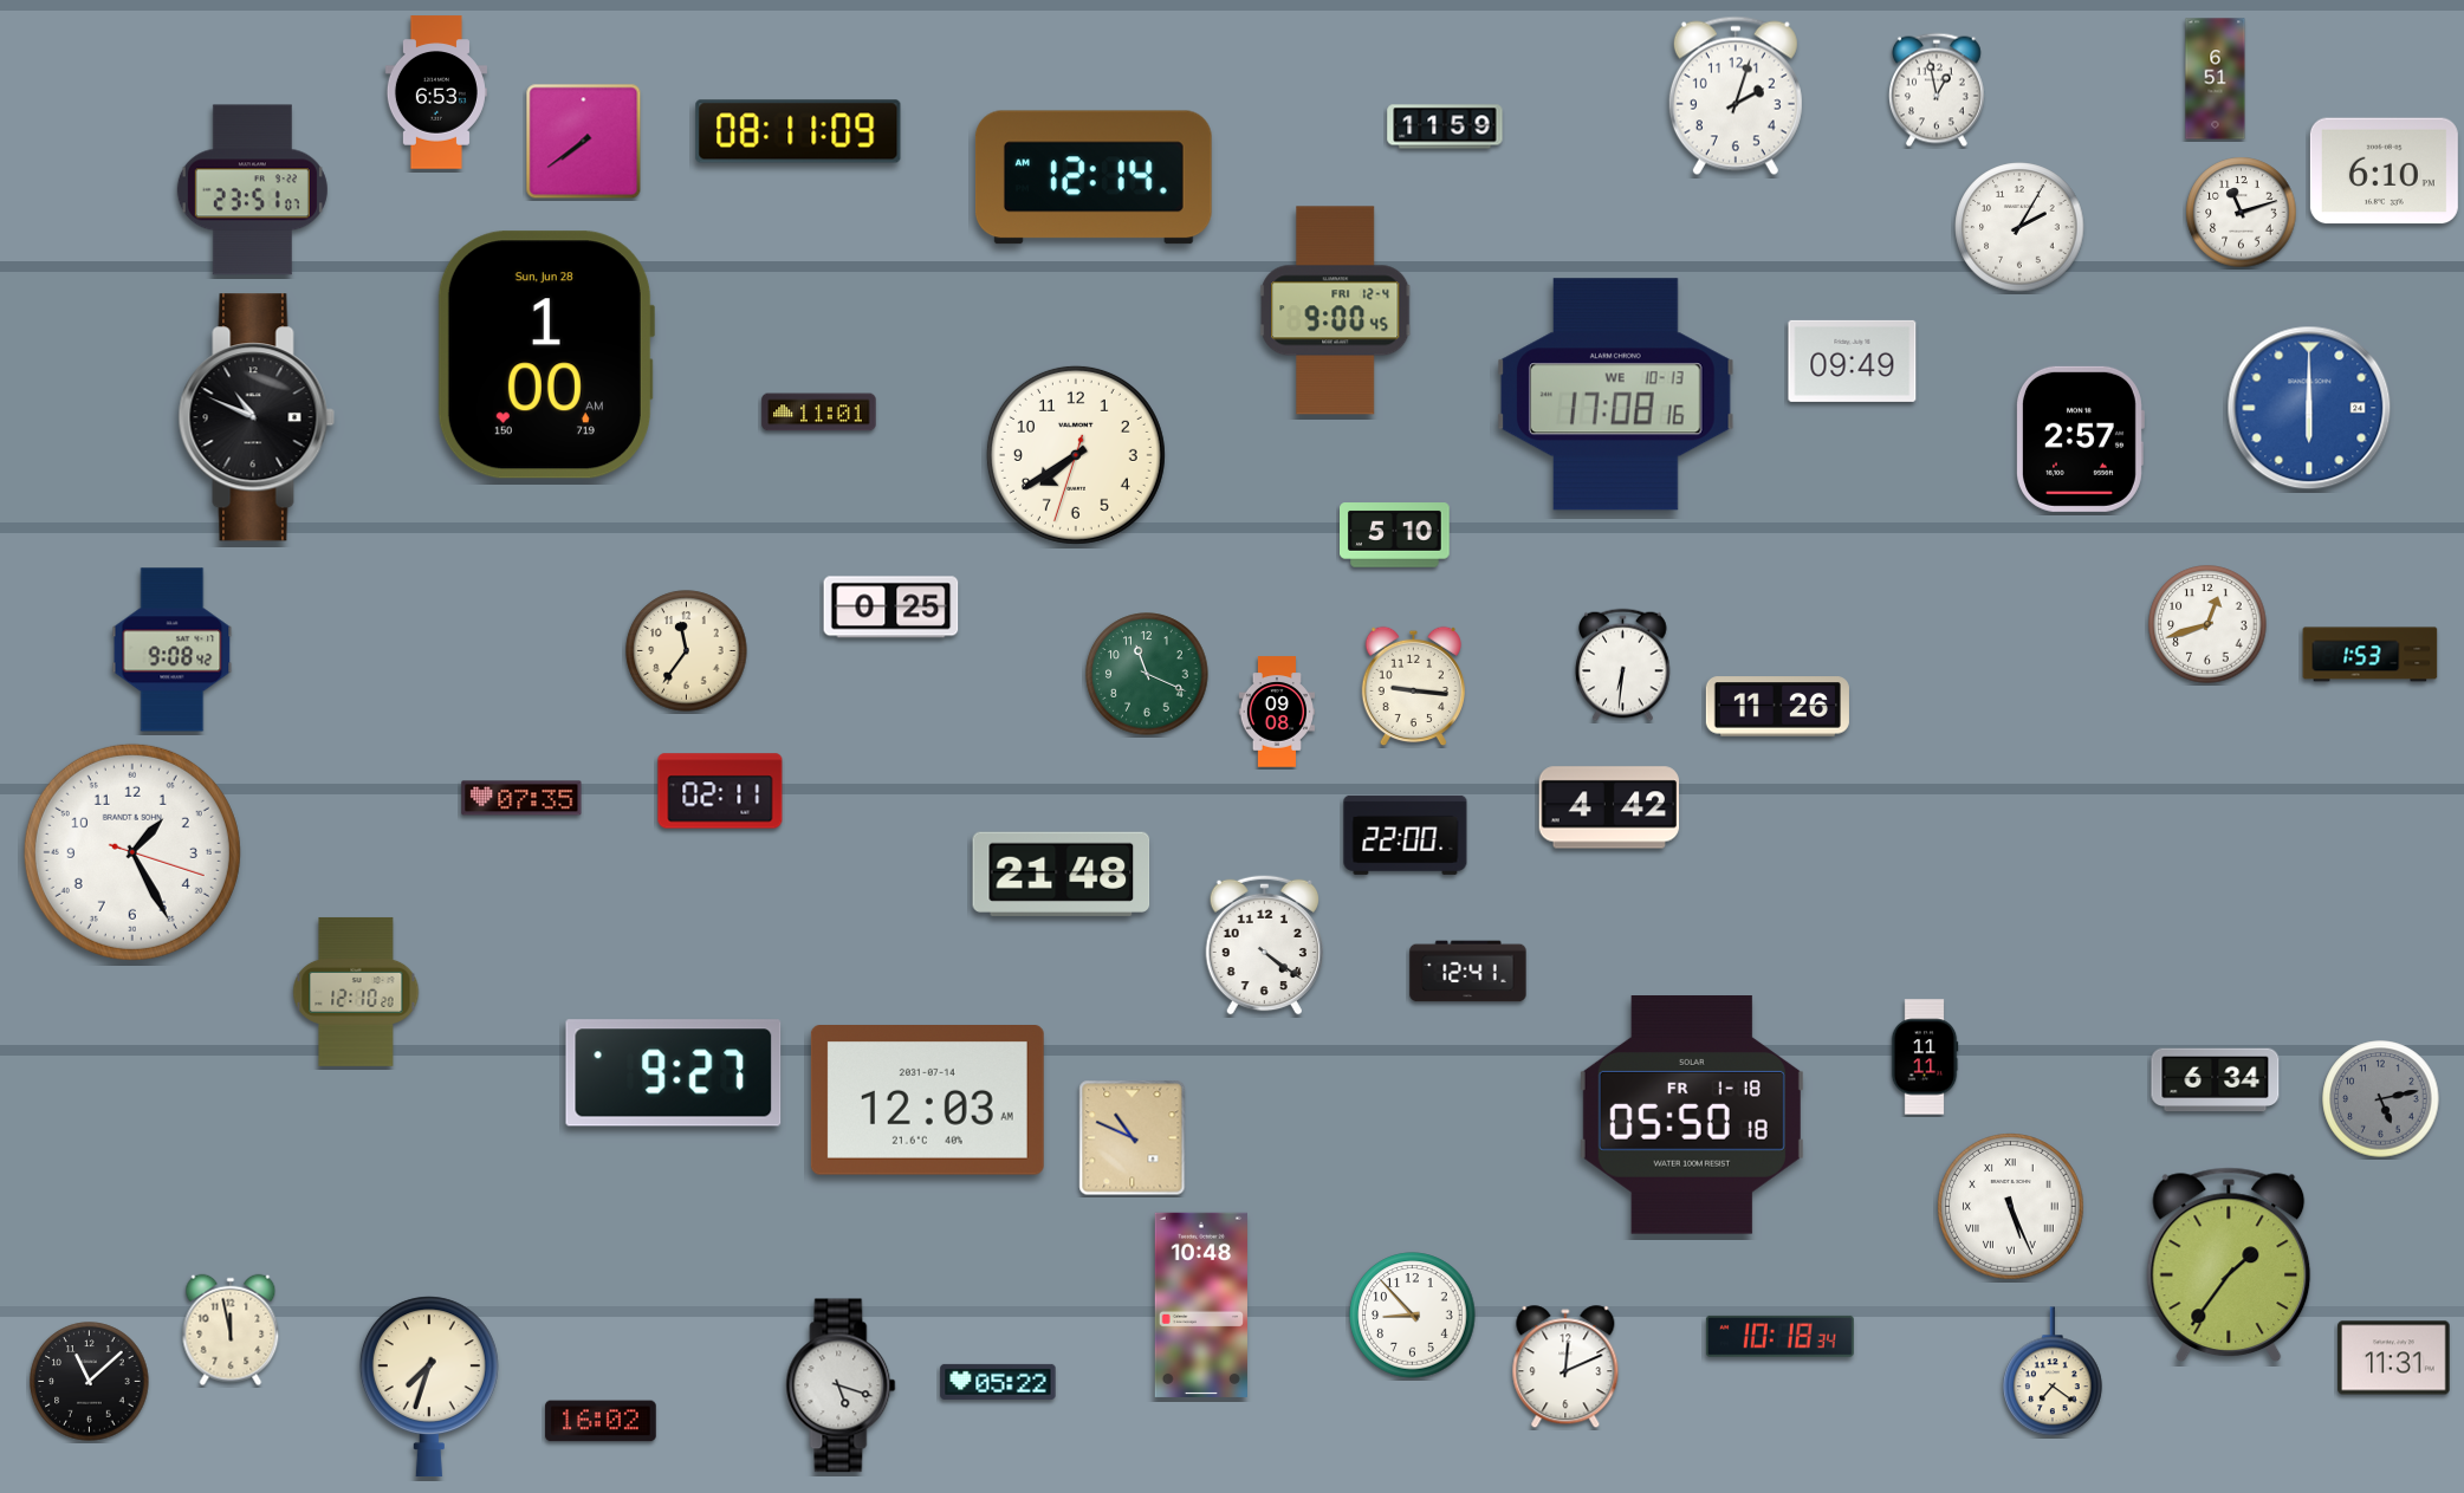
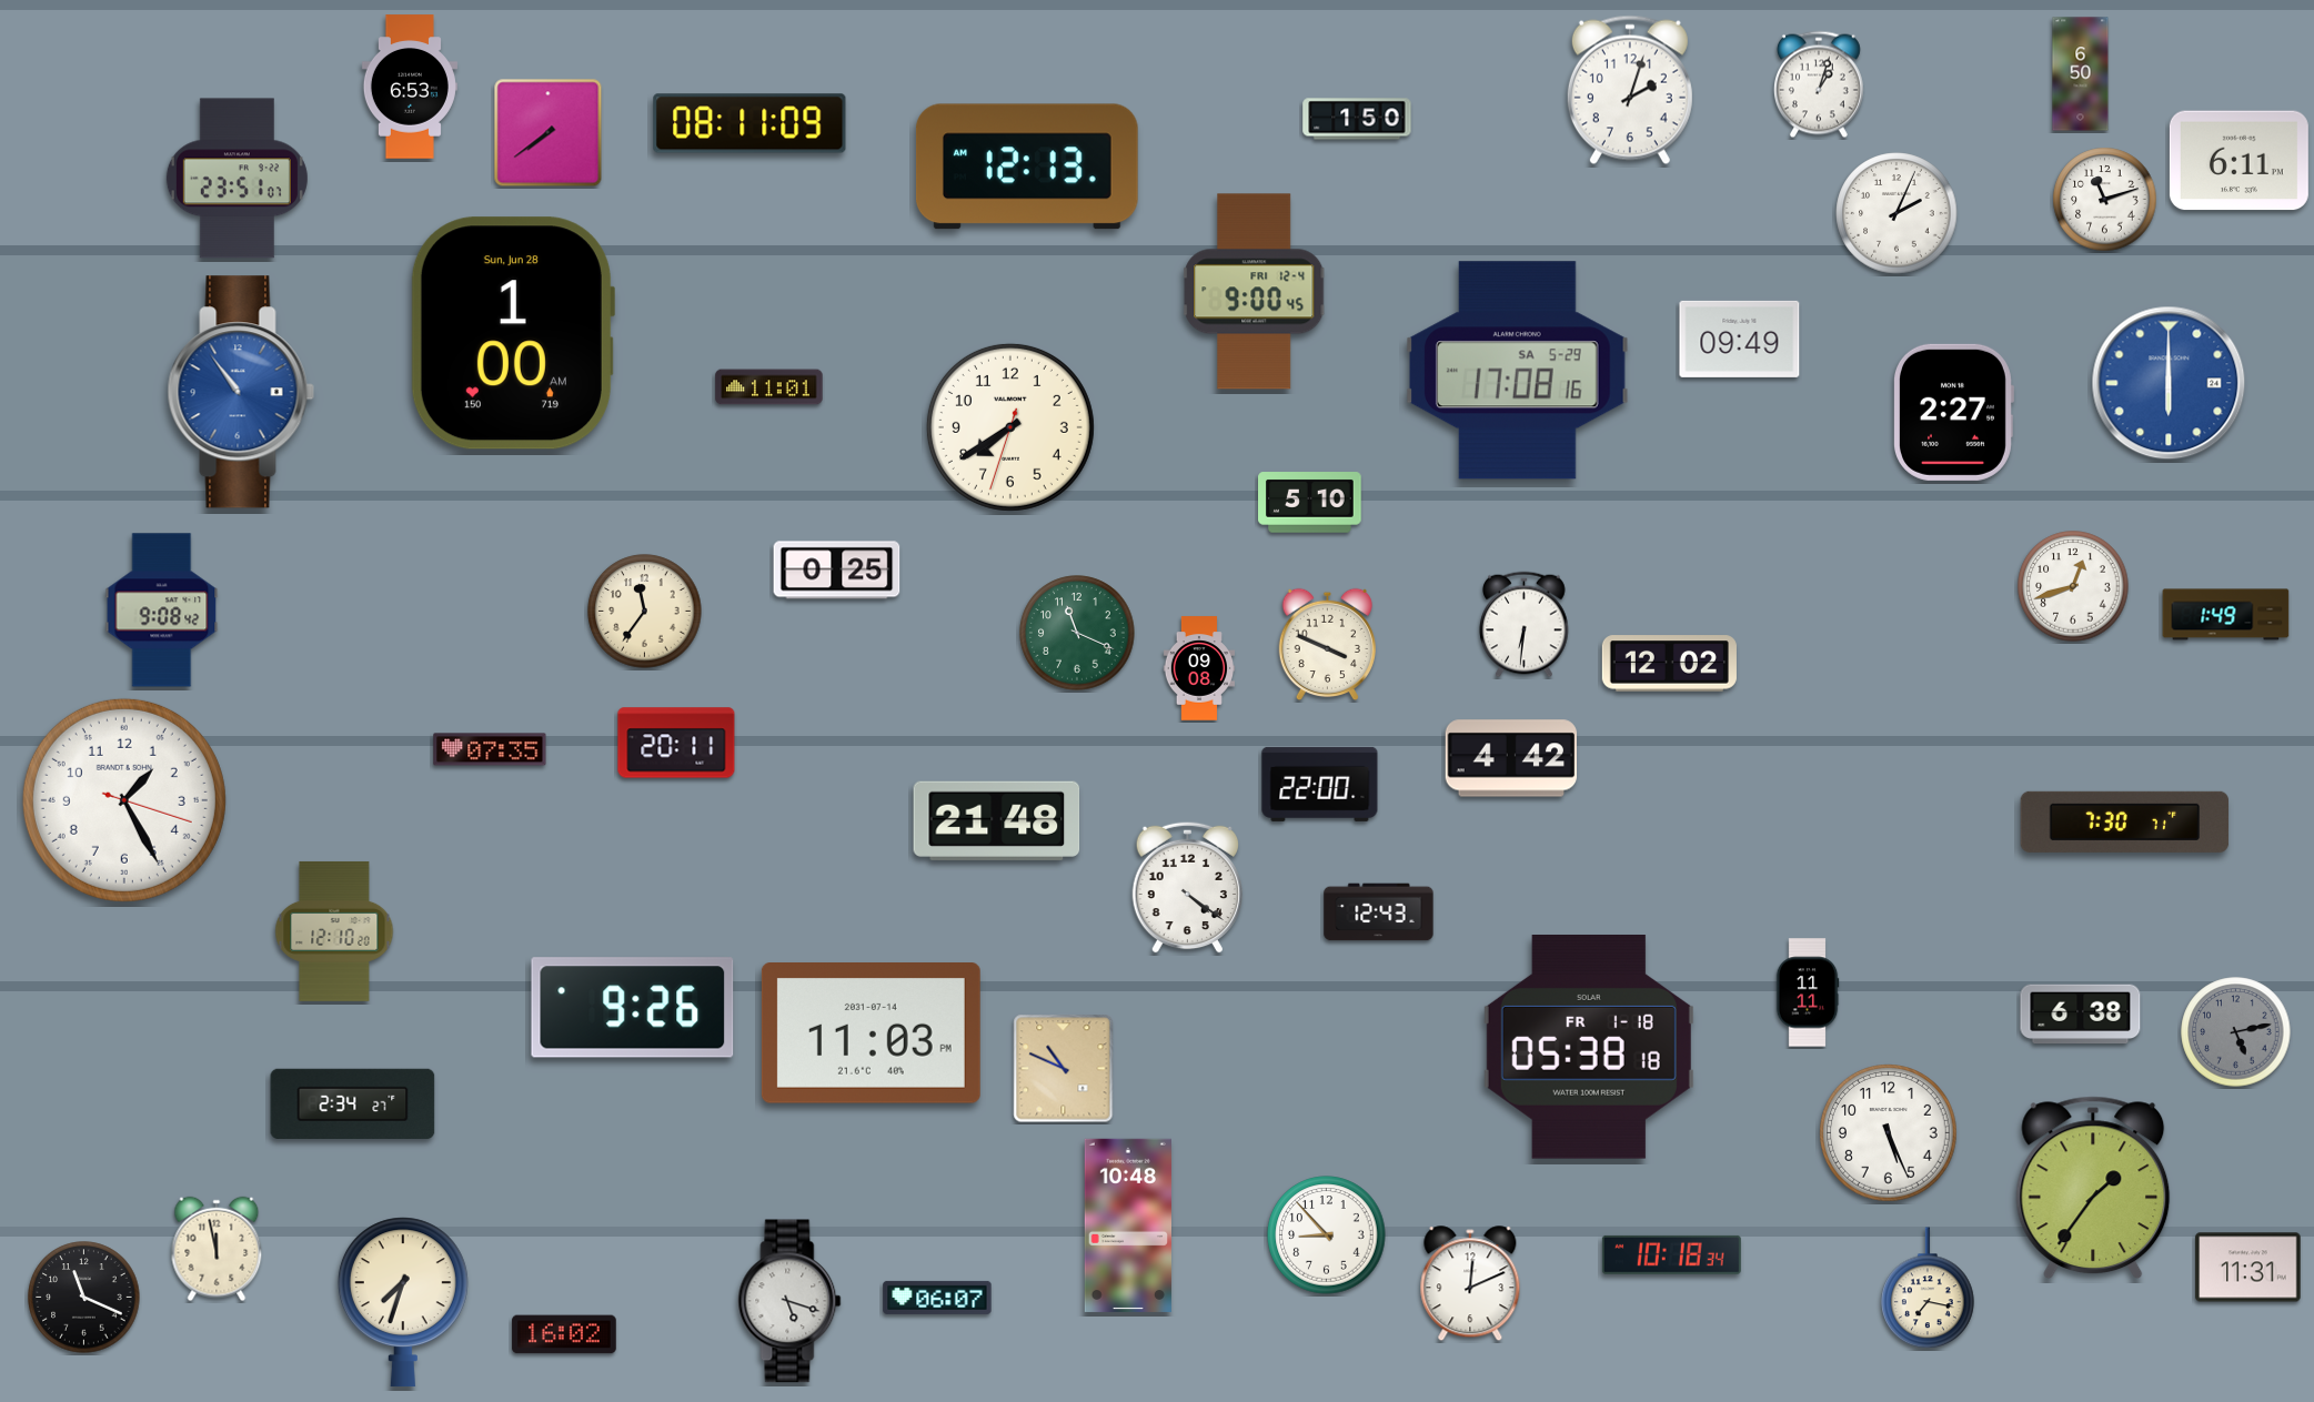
clock at (2216, 79): 6:51 -> 6:50
clock at (1937, 90): 12:58 -> 1:03
clock at (1445, 126): 11:59 -> 1:50
clock at (2384, 171): 6:10 -> 6:11
clock at (1094, 177): 12:14 -> 12:13
clock at (2019, 227): 2:05 -> 2:04
clock at (1615, 395) date: WE 10-13 -> SA 5-29
clock at (257, 417): 10:49 -> 10:54
clock at (257, 417) dial: black -> blue
clock at (2081, 439): 2:57 -> 2:27
clock at (2371, 655): 1:53 -> 1:49
clock at (1413, 687): 9:16 -> 3:49
clock at (1777, 707): 11:26 -> 12:02
clock at (720, 791): 02:11 -> 20:11
clock at (2125, 821): none -> 7:30
clock at (1468, 972): 12:41 -> 12:43
clock at (674, 1073): 9:27 -> 9:26
clock at (2216, 1080): 6:34 -> 6:38
clock at (927, 1101): 12:03 -> 11:03
clock at (1692, 1116): 05:50 -> 05:38
clock at (353, 1103): none -> 2:34
clock at (2011, 1207) numerals: Roman -> Arabic
clock at (2394, 1358) position: (2394, 1358) -> (2248, 1268)
clock at (2053, 1372): 7:21 -> 7:17
clock at (90, 1382): 11:08 -> 11:19
clock at (998, 1382): 05:22 -> 06:07
